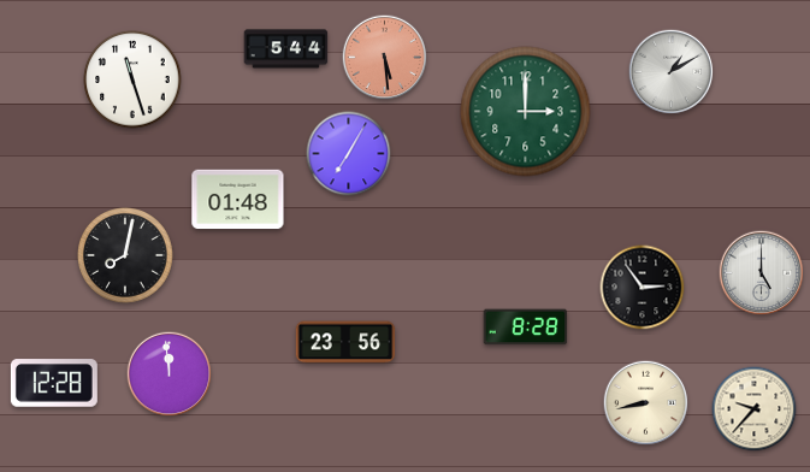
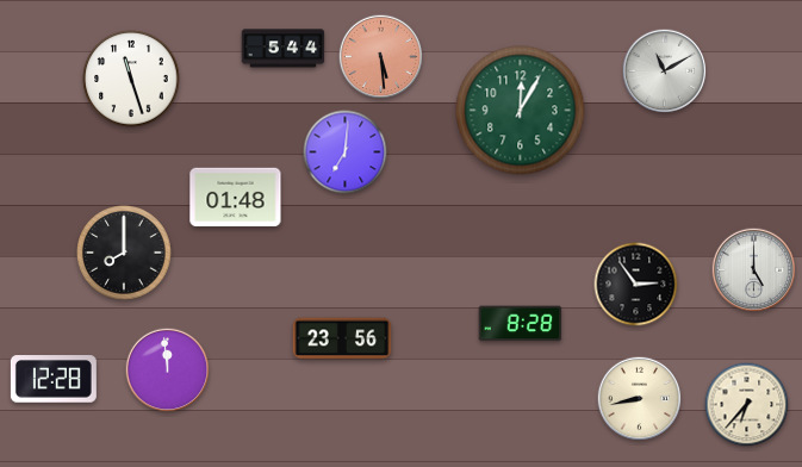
clock at (672, 72): 1:10 -> 11:10
clock at (526, 112): 3:00 -> 12:05
clock at (349, 154): 7:05 -> 7:01
clock at (125, 255): 8:02 -> 8:00
clock at (755, 409): 9:37 -> 6:37
